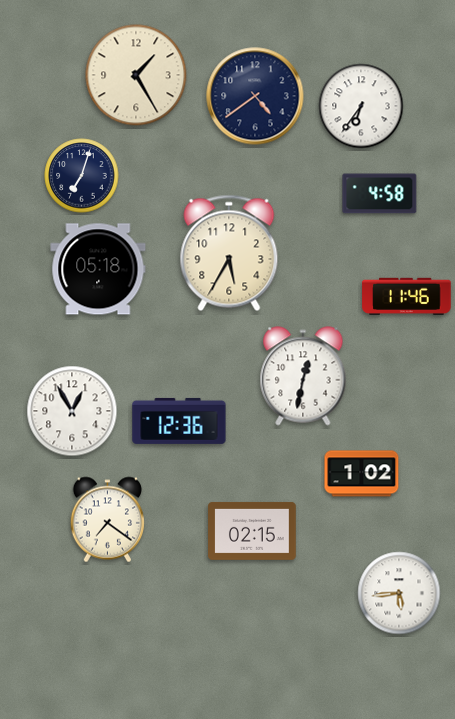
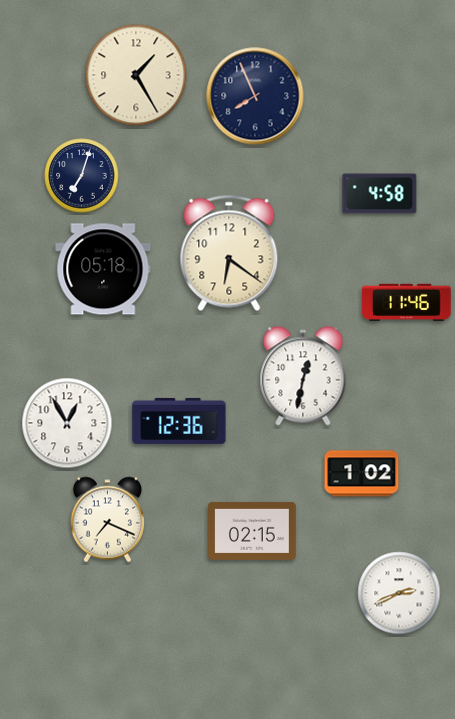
clock at (255, 96): 4:39 -> 7:56
clock at (361, 106): 6:36 -> none
clock at (229, 253): 5:35 -> 6:21
clock at (98, 269) position: (98, 269) -> (103, 269)
clock at (407, 296) position: (407, 296) -> (407, 302)
clock at (72, 411) position: (72, 411) -> (67, 423)
clock at (107, 520): 7:21 -> 7:19
clock at (399, 593): 5:44 -> 2:41
